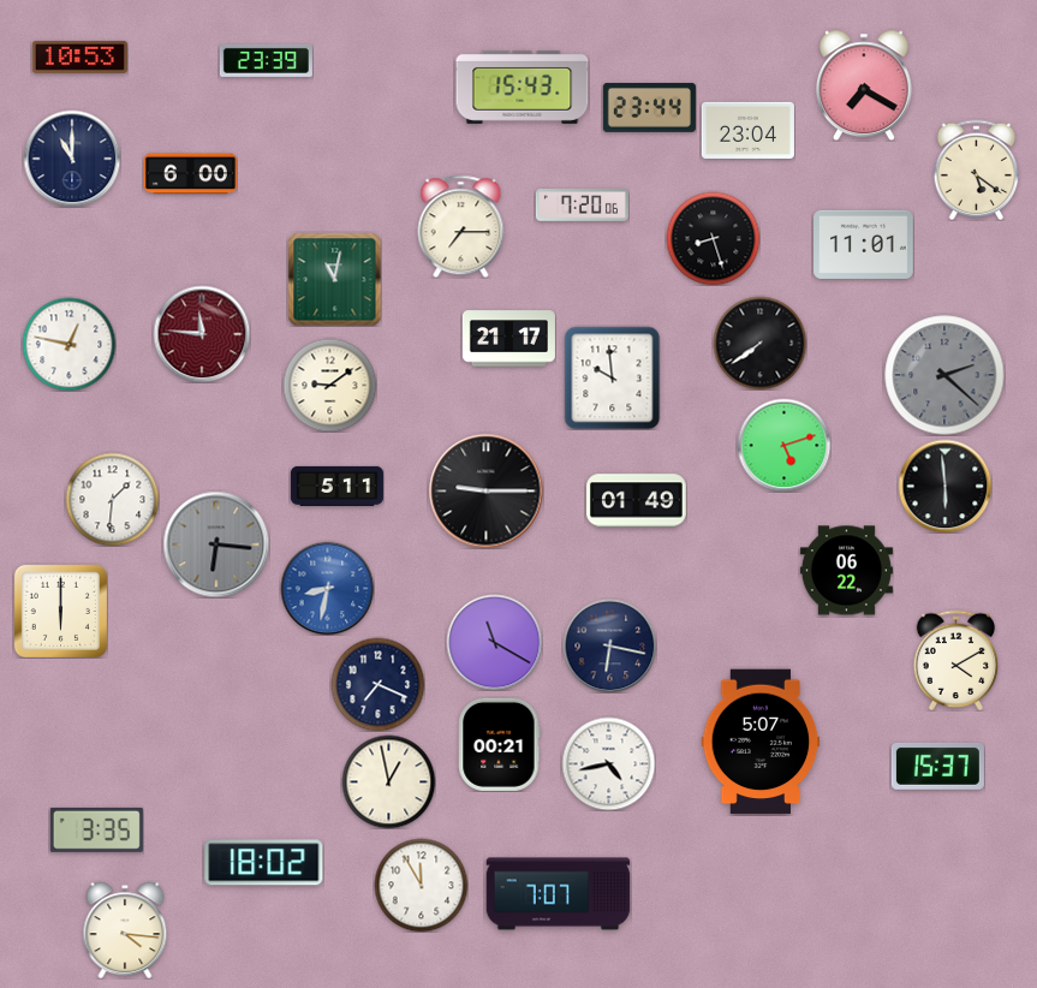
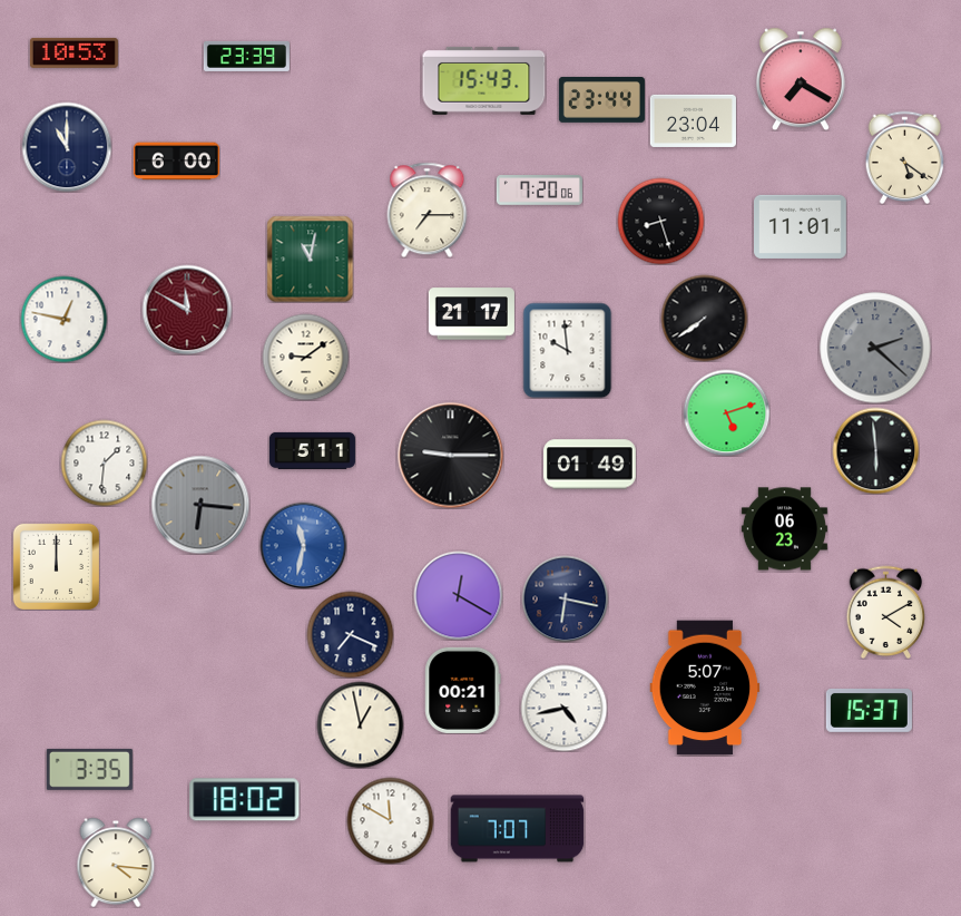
clock at (202, 334): 11:46 -> 11:50
clock at (846, 571): 06:22 -> 06:23
clock at (327, 588): 8:32 -> 11:32
clock at (60, 611): 6:00 -> 12:00
clock at (494, 642): 11:20 -> 12:20
clock at (421, 885): 11:55 -> 11:50
